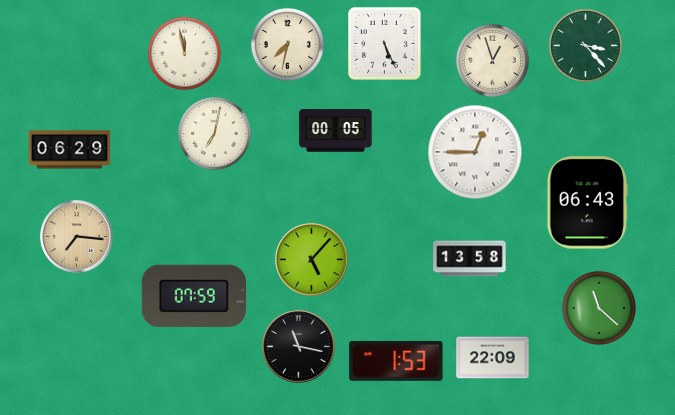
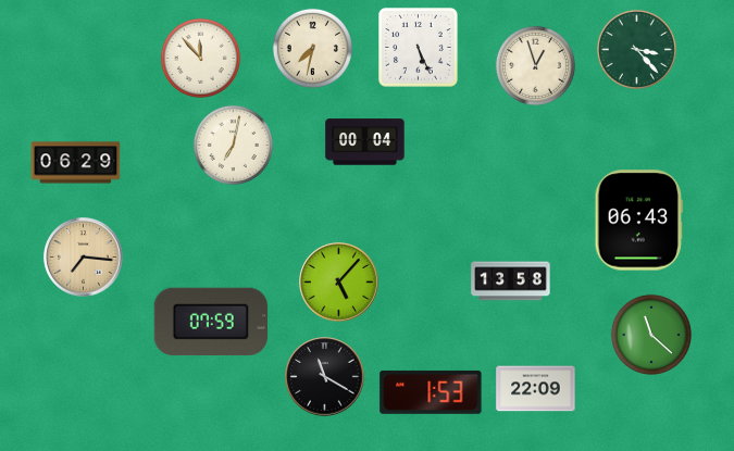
clock at (184, 53): 11:58 -> 11:53
clock at (336, 131): 00:05 -> 00:04
clock at (475, 152): 12:45 -> none
clock at (299, 347): 11:17 -> 11:20
